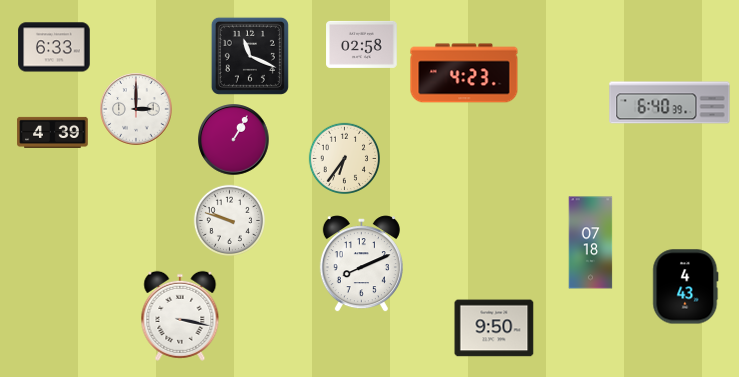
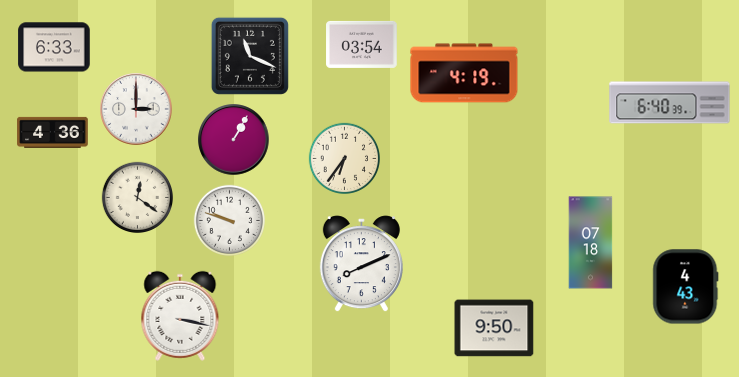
clock at (362, 44): 02:58 -> 03:54
clock at (464, 73): 4:23 -> 4:19
clock at (53, 132): 4:39 -> 4:36
clock at (137, 197): none -> 12:21
